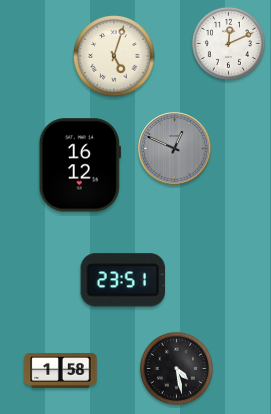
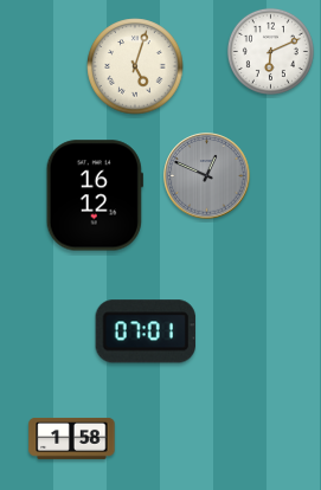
clock at (228, 43): 12:11 -> 6:11
clock at (123, 280): 23:51 -> 07:01
clock at (176, 368): 4:28 -> none
